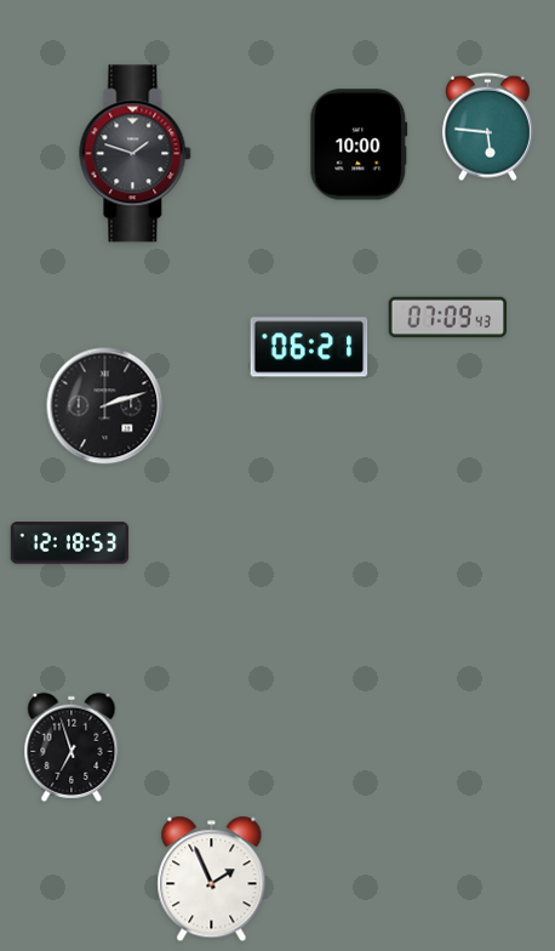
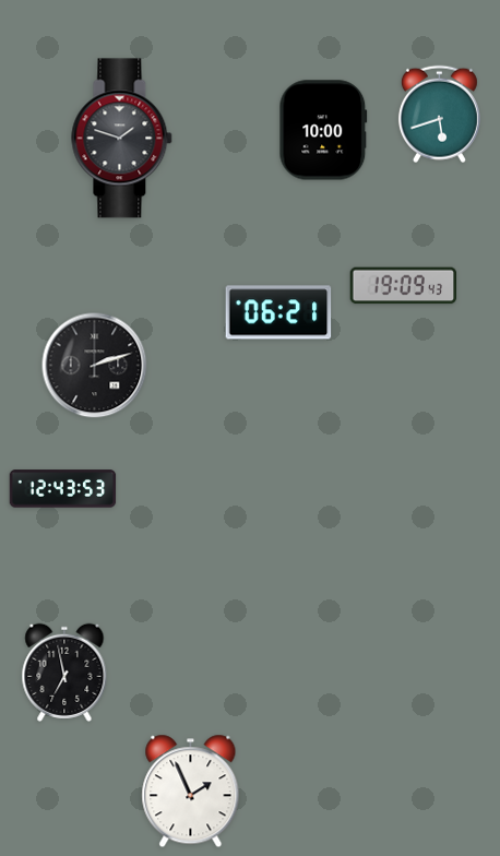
clock at (487, 127): 5:46 -> 5:42
clock at (448, 318): 07:09 -> 19:09
clock at (70, 543): 12:18 -> 12:43
clock at (71, 747): 6:57 -> 6:58
